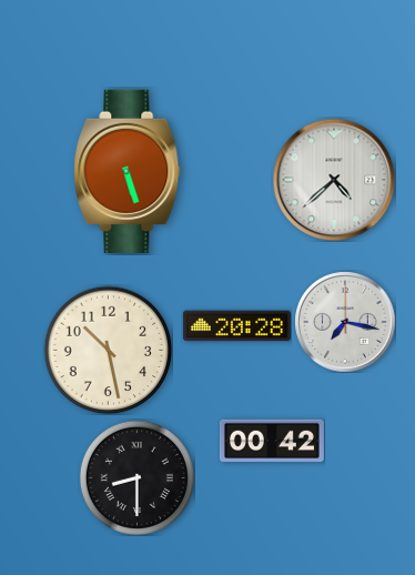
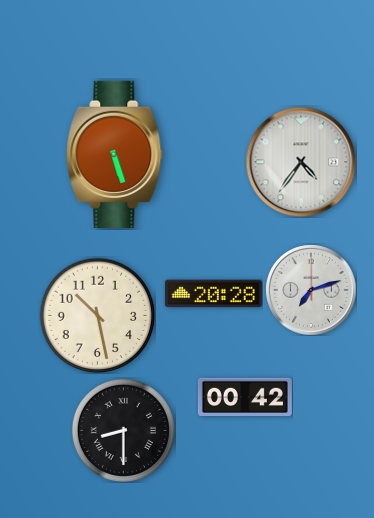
clock at (334, 180): 4:38 -> 4:36
clock at (345, 322): 7:17 -> 7:12
